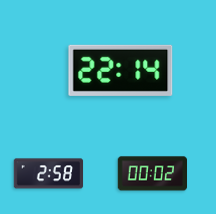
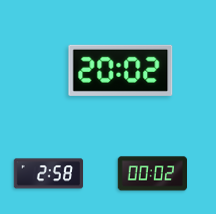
clock at (121, 70): 22:14 -> 20:02
